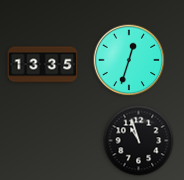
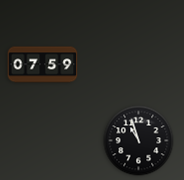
clock at (129, 60): 12:33 -> none
clock at (43, 65): 13:35 -> 07:59
